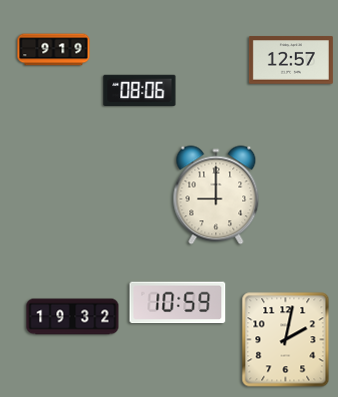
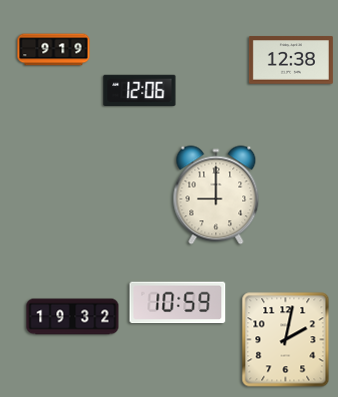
clock at (291, 60): 12:57 -> 12:38
clock at (140, 91): 08:06 -> 12:06
